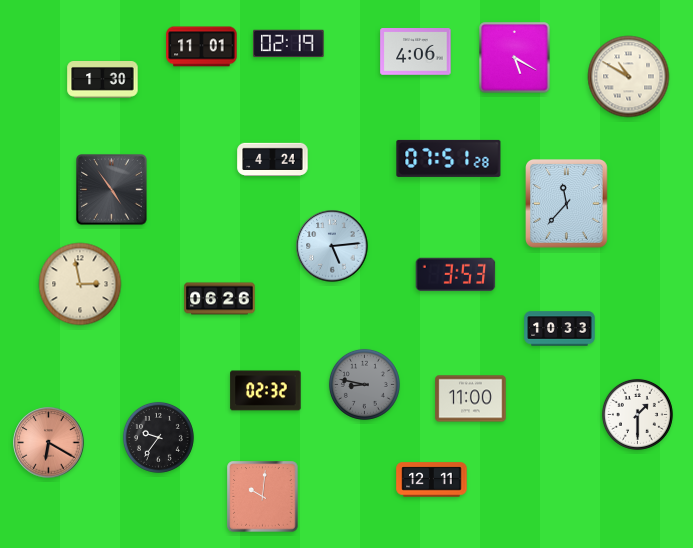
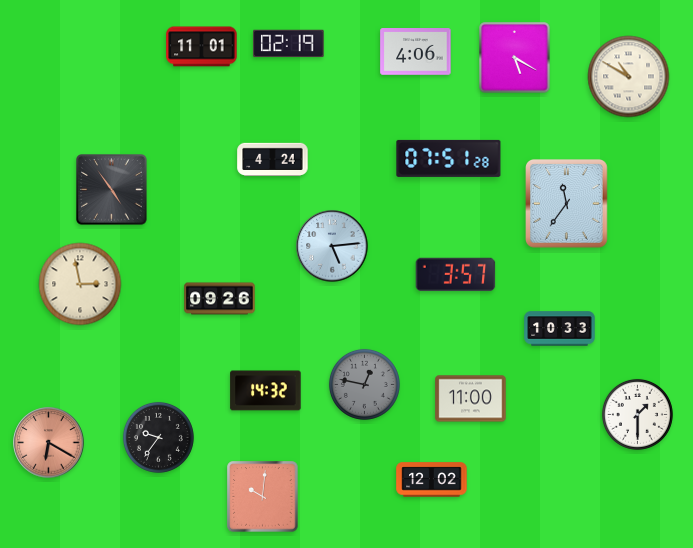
clock at (103, 80): 1:30 -> none
clock at (567, 204): 11:37 -> 11:36
clock at (456, 275): 3:53 -> 3:57
clock at (220, 299): 06:26 -> 09:26
clock at (364, 384): 8:47 -> 12:47
clock at (266, 391): 02:32 -> 14:32
clock at (432, 480): 12:11 -> 12:02
